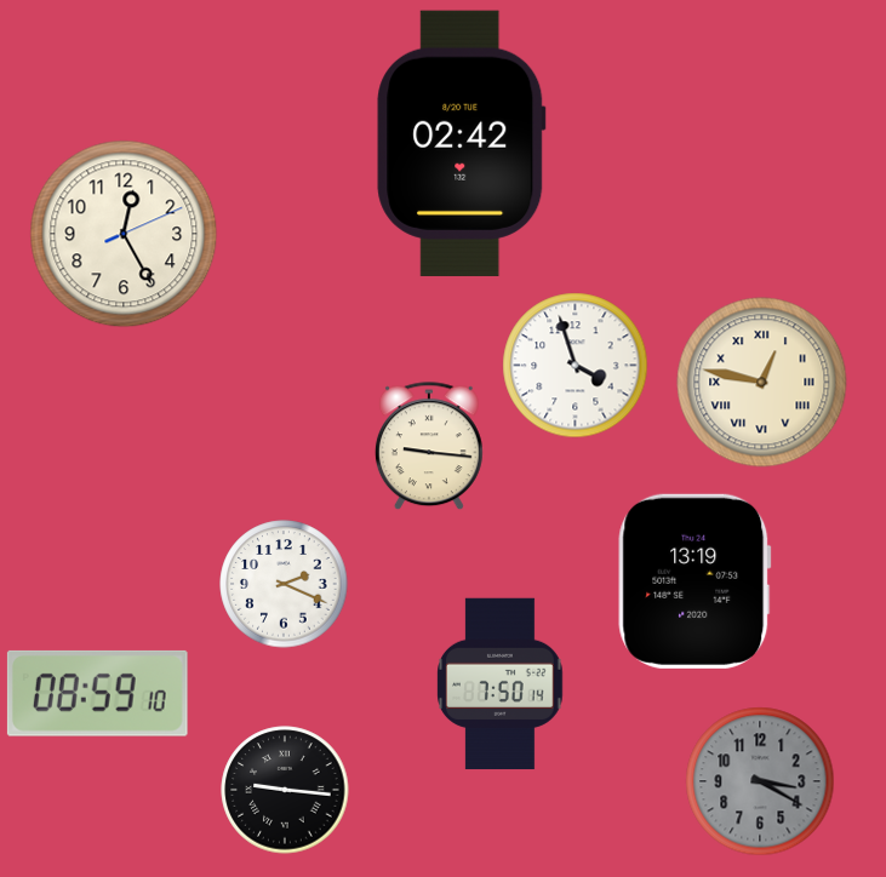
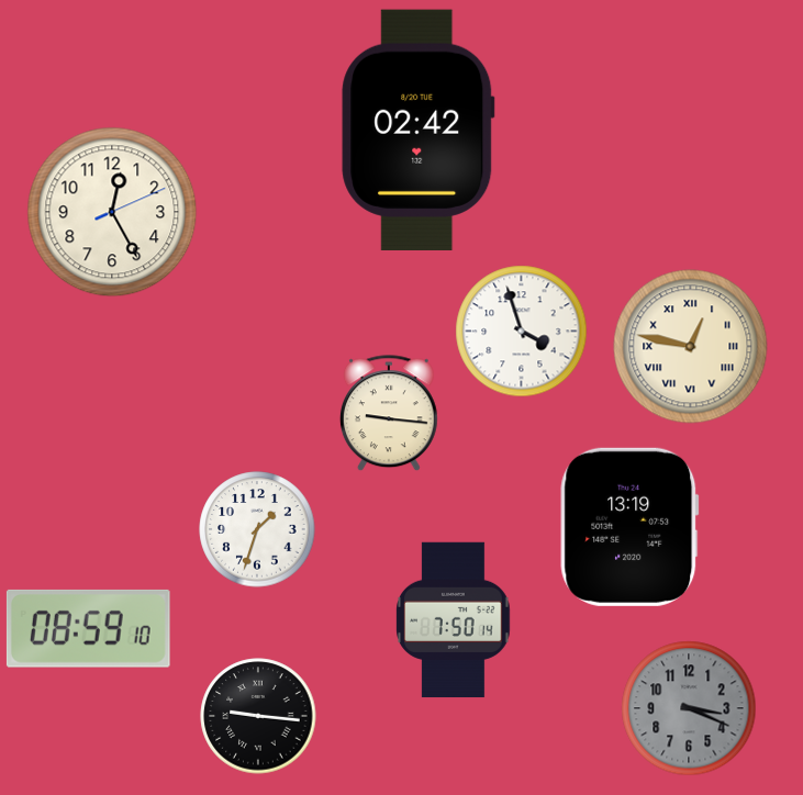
clock at (429, 447) position: (429, 447) -> (389, 414)
clock at (284, 584): 2:19 -> 1:33
clock at (760, 781): 3:20 -> 3:19
